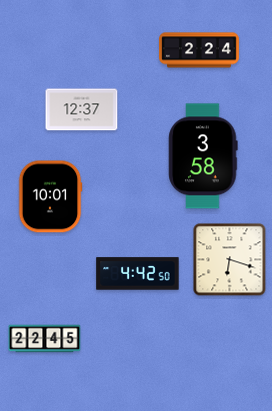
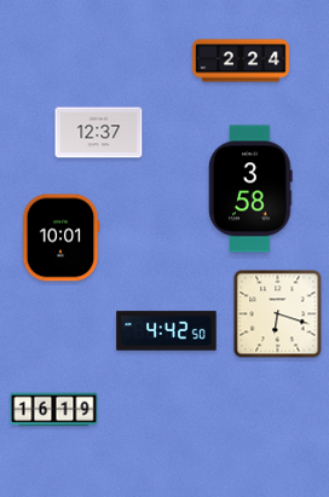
clock at (203, 156) position: (203, 156) -> (250, 189)
clock at (45, 339): 22:45 -> 16:19
